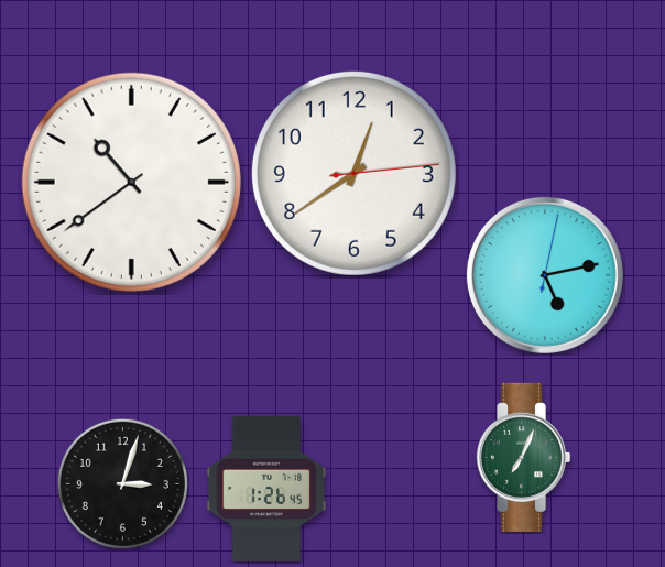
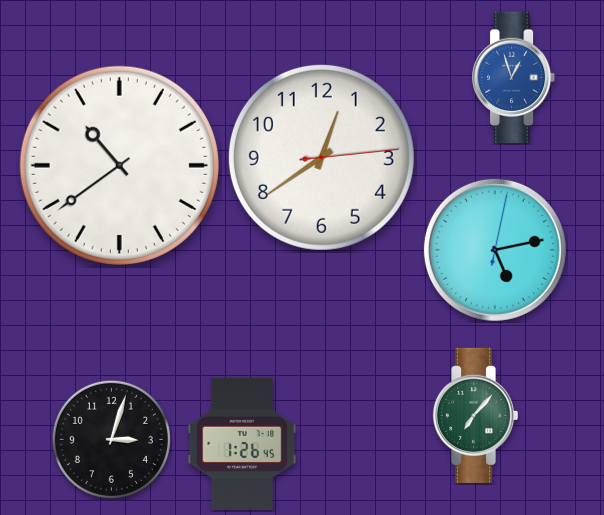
clock at (515, 77): none -> 12:57
clock at (523, 457): 7:04 -> 7:07
